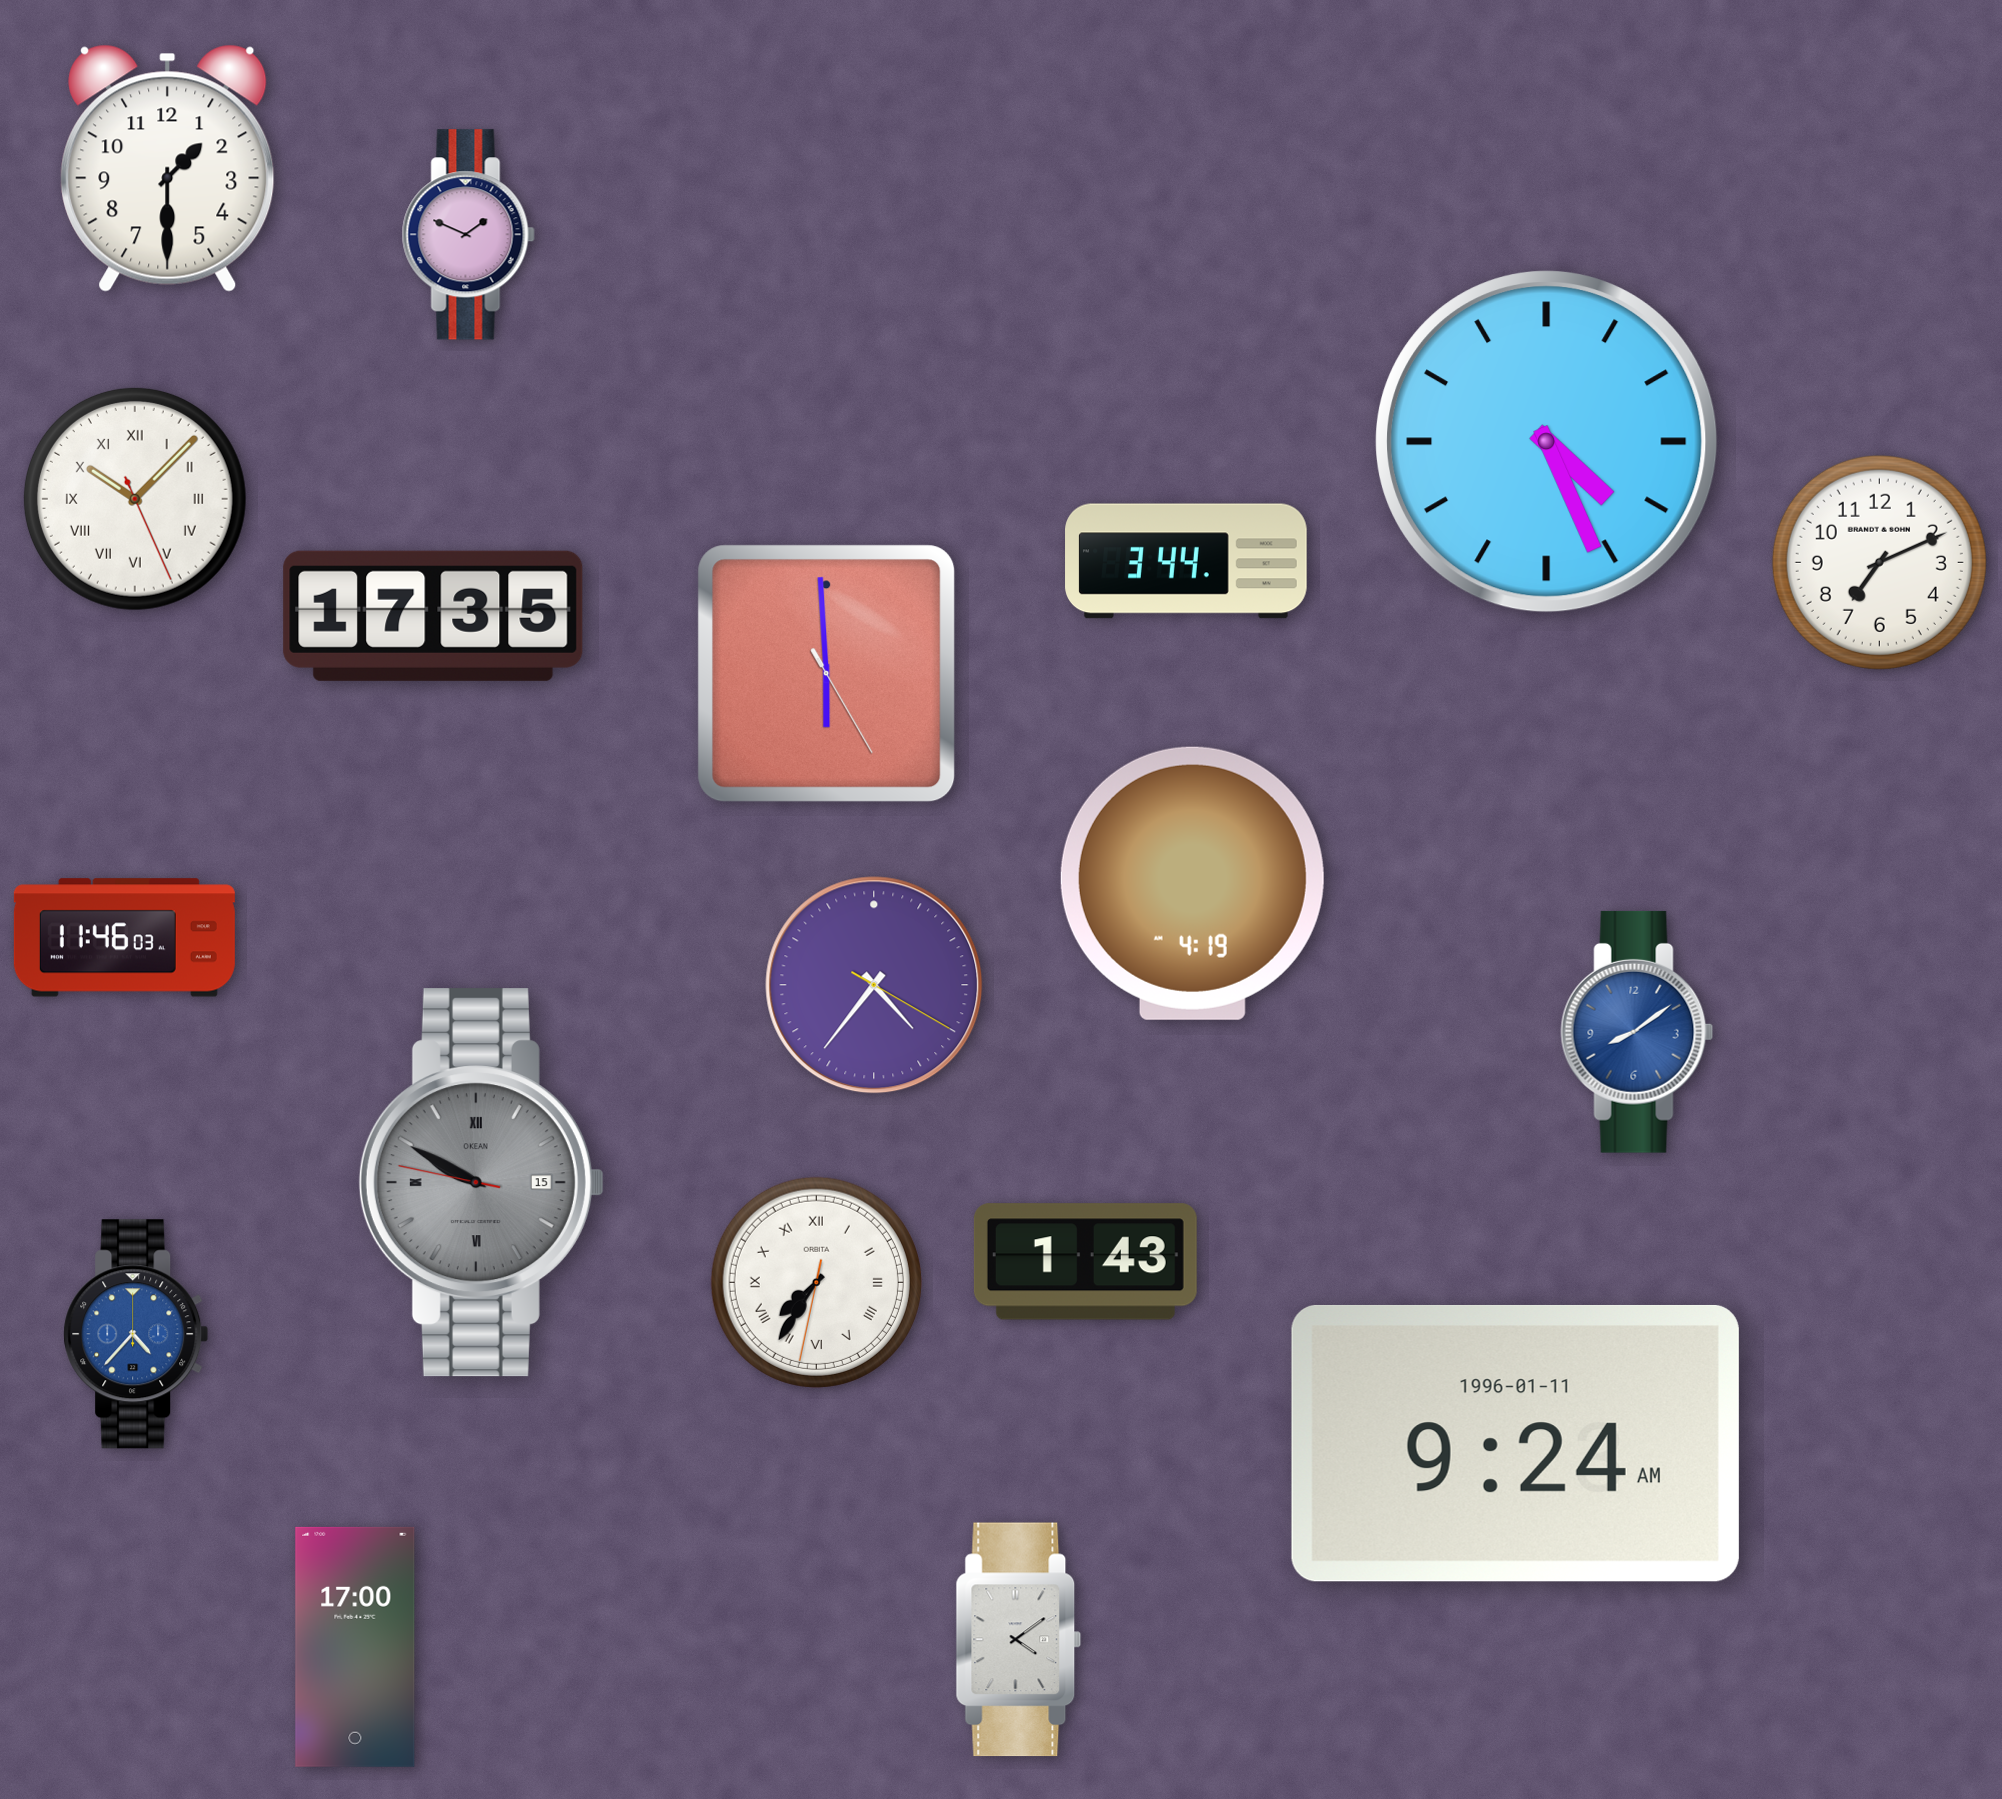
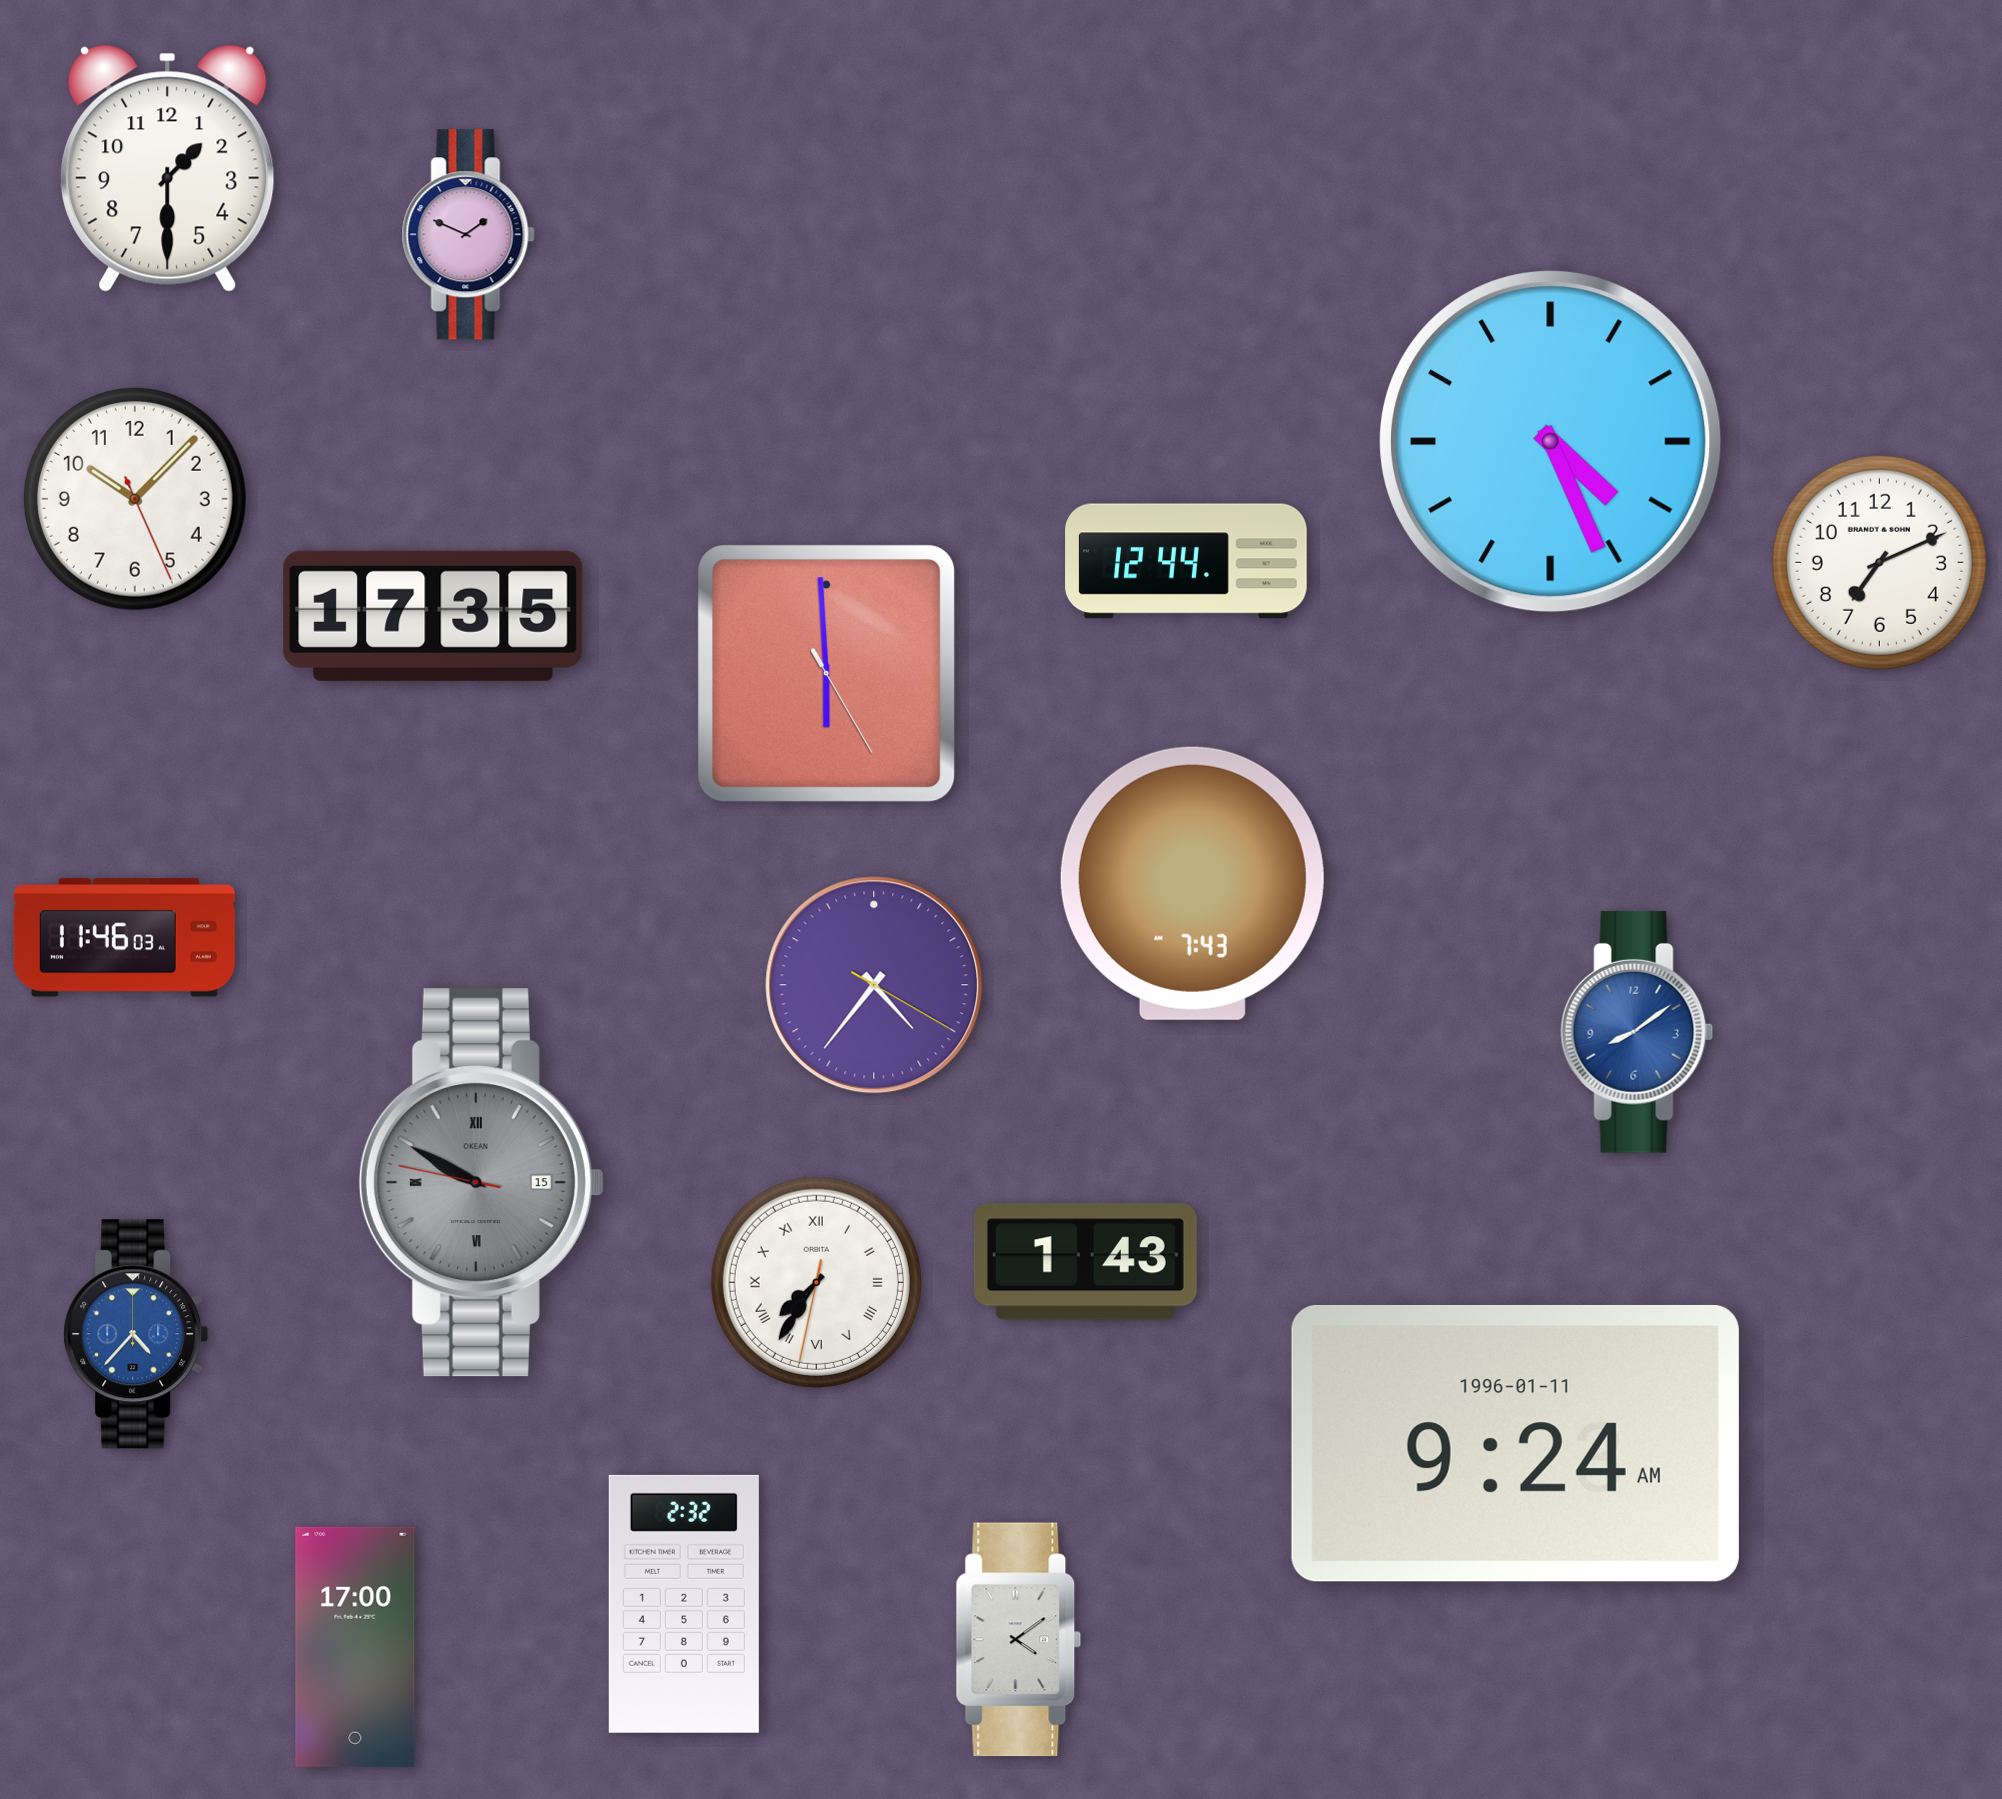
clock at (1547, 442) position: (1547, 442) -> (1551, 442)
clock at (135, 499) numerals: Roman -> Arabic
clock at (1186, 561): 3:44 -> 12:44
clock at (1192, 883): 4:19 -> 7:43
clock at (684, 1604): none -> 2:32
